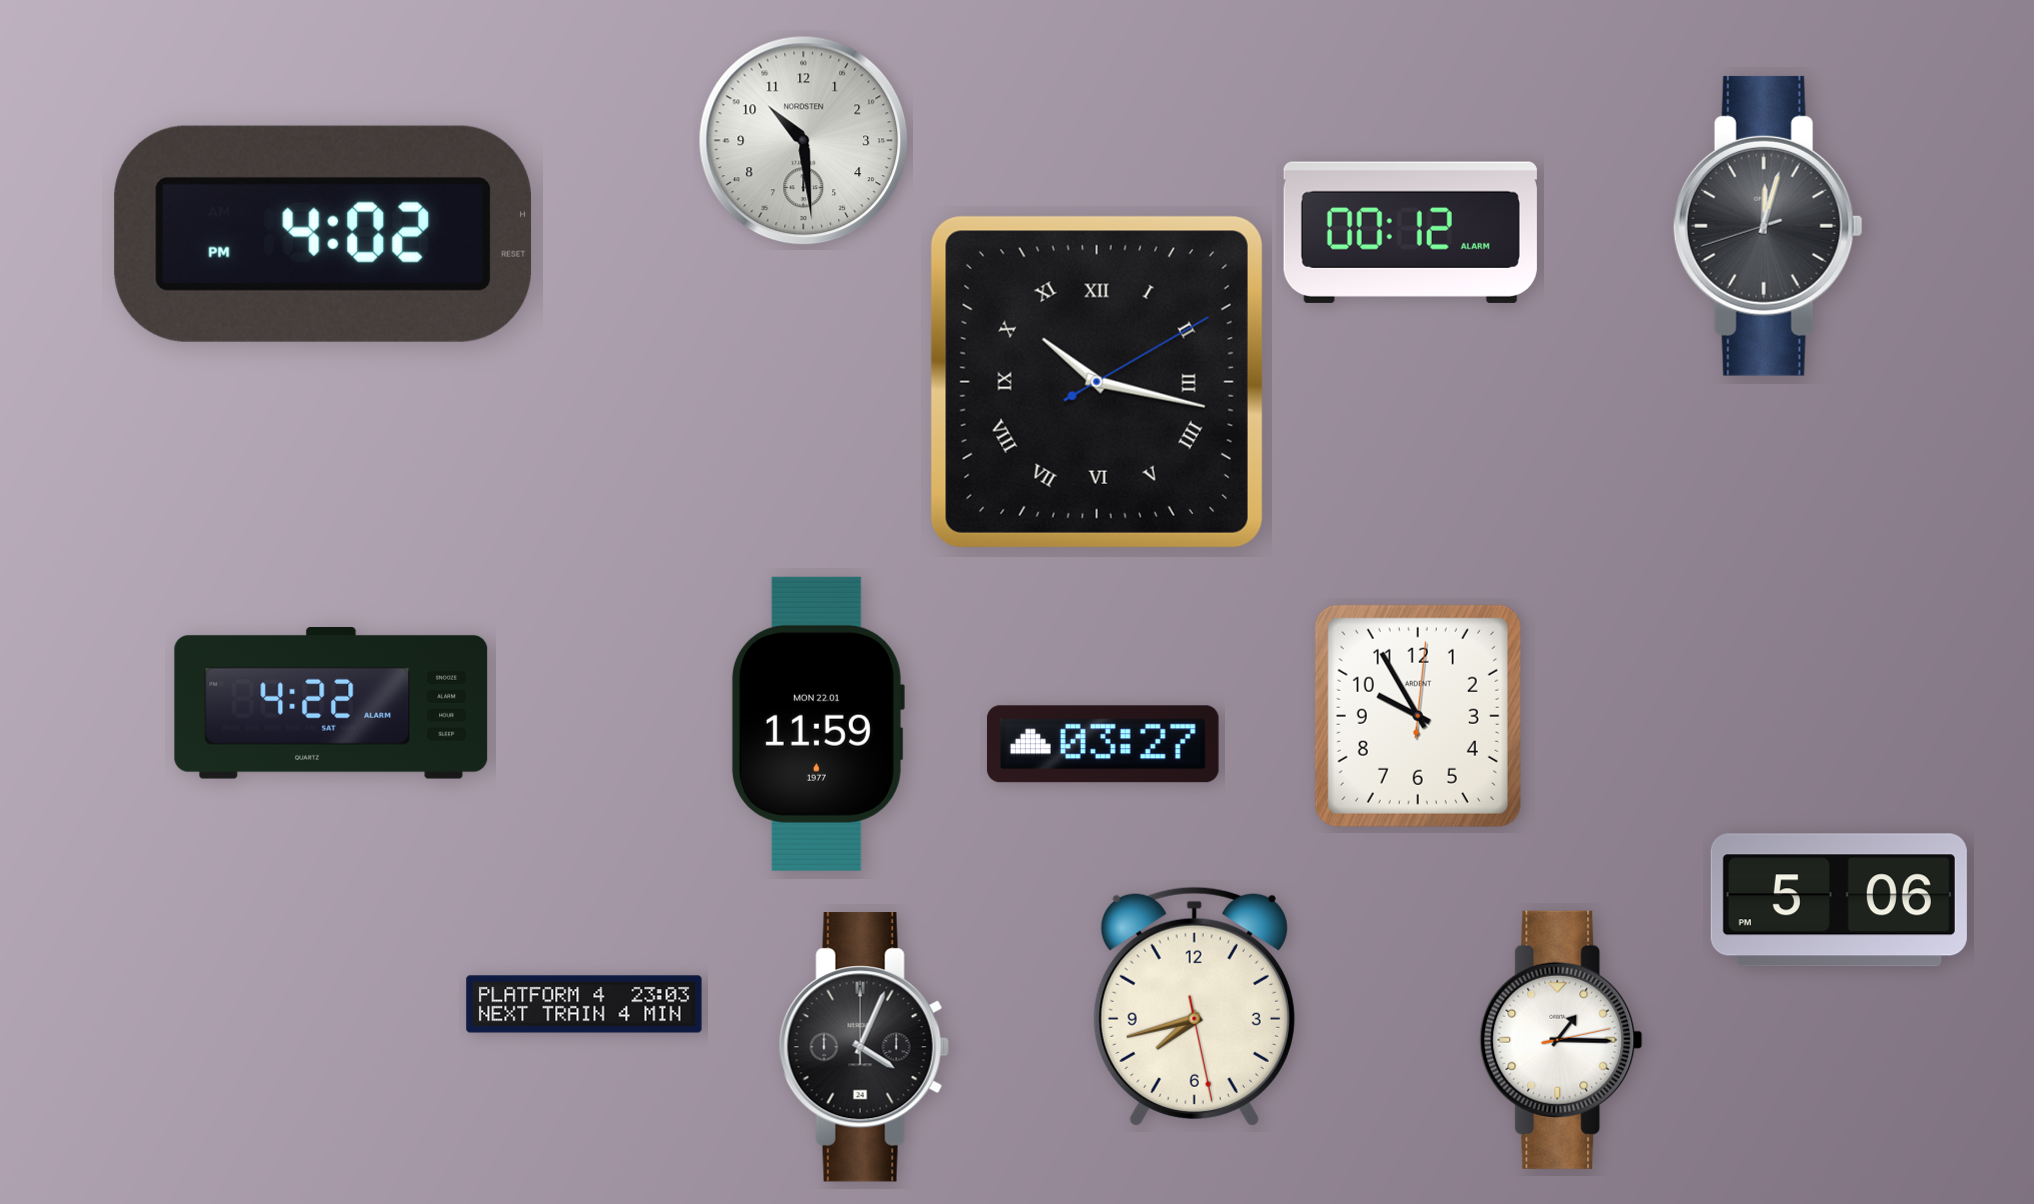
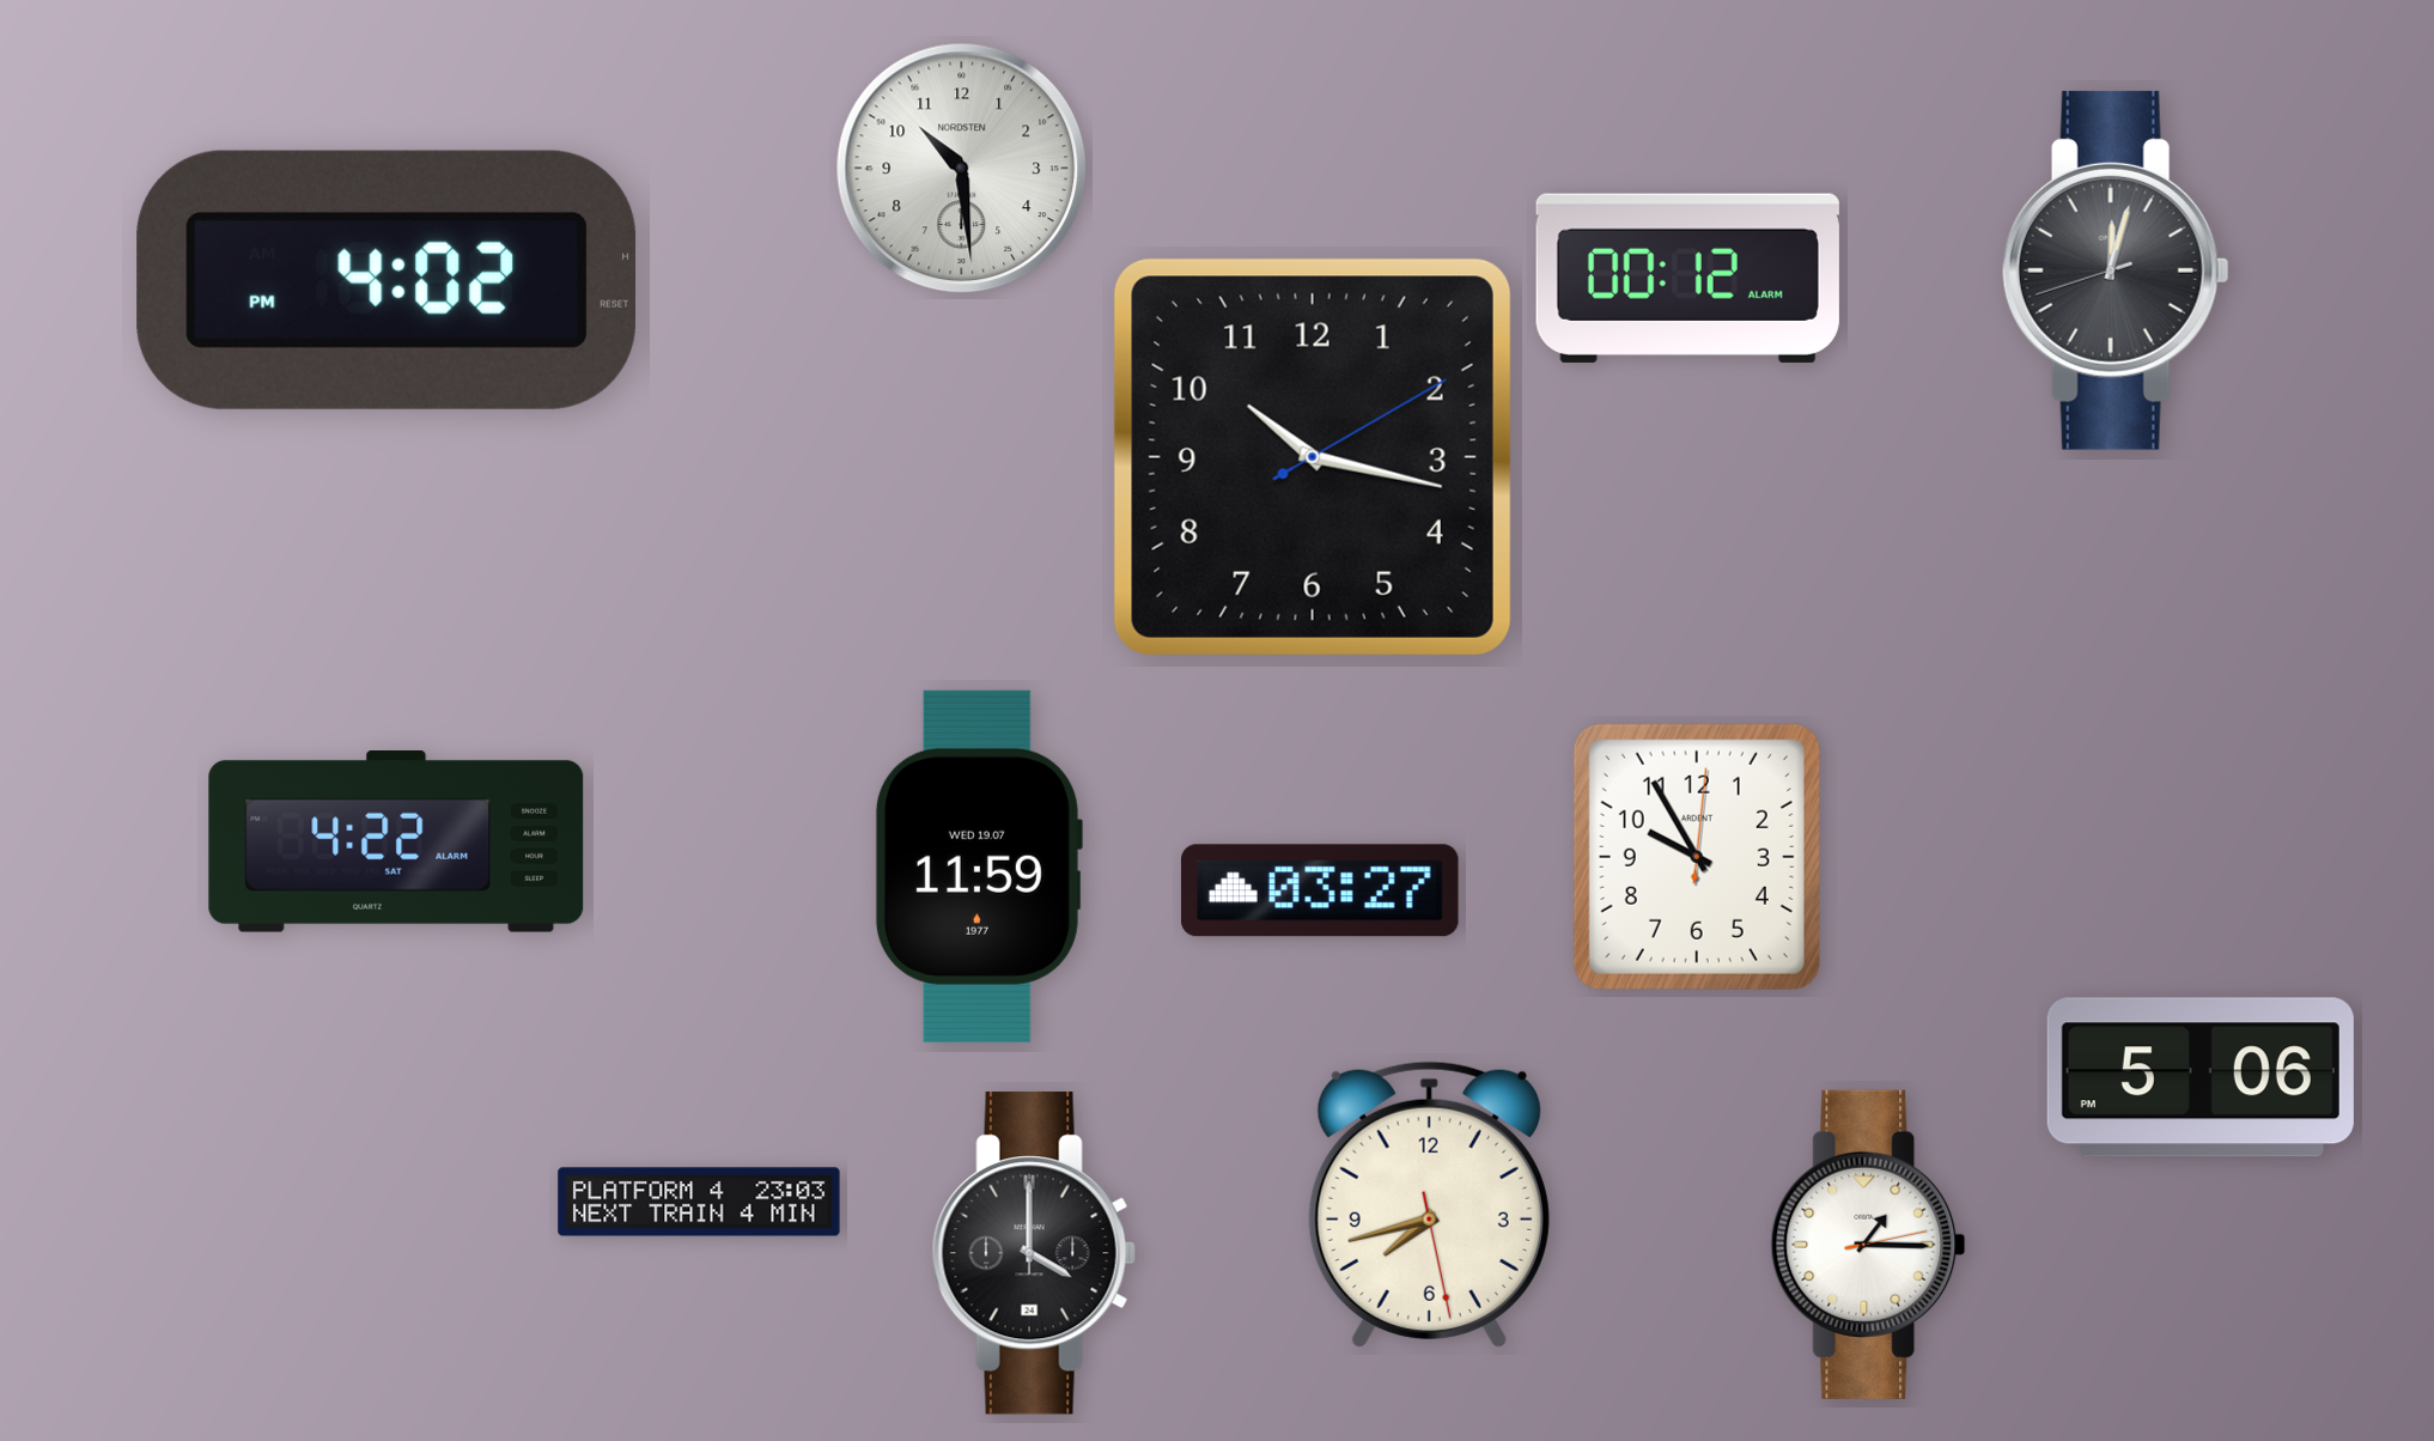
clock at (1097, 382) numerals: Roman -> Arabic
clock at (817, 724) date: MON 22.01 -> WED 19.07
clock at (864, 1047): 4:04 -> 4:00
